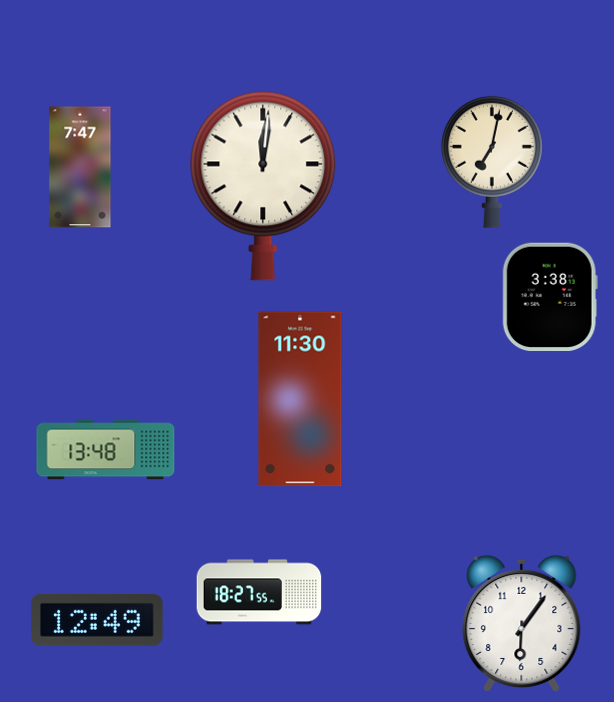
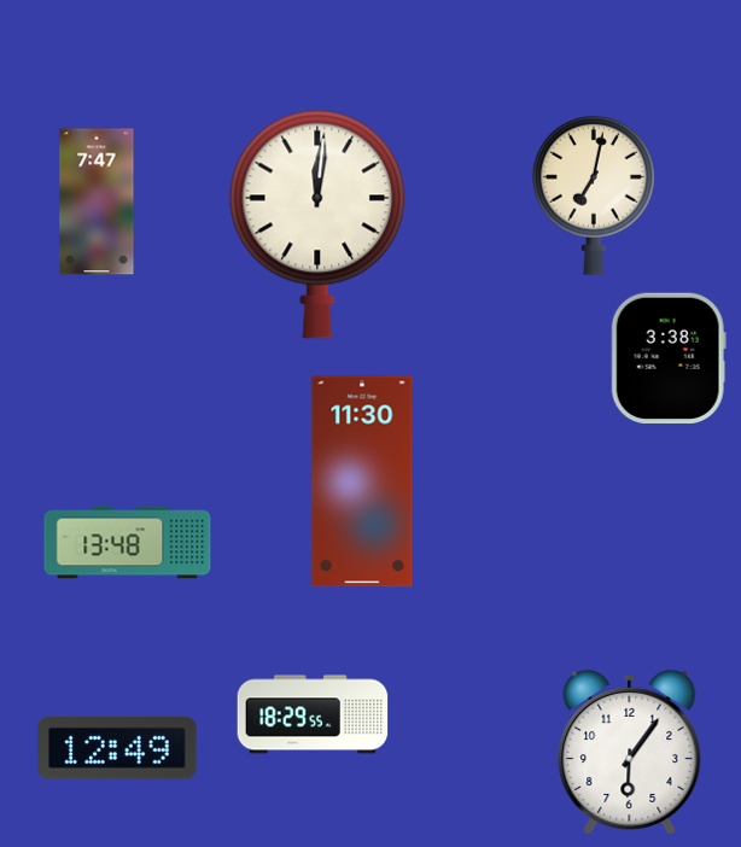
clock at (550, 297) position: (550, 297) -> (669, 358)
clock at (259, 592): 18:27 -> 18:29
